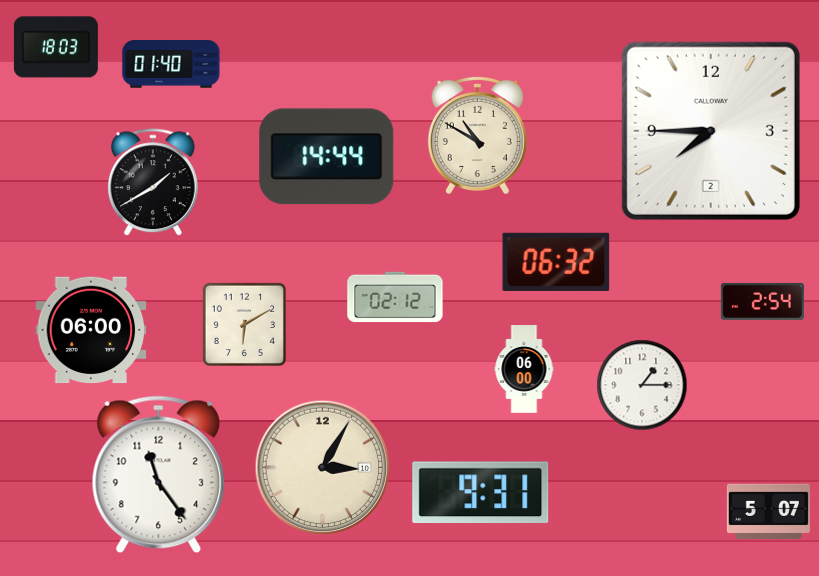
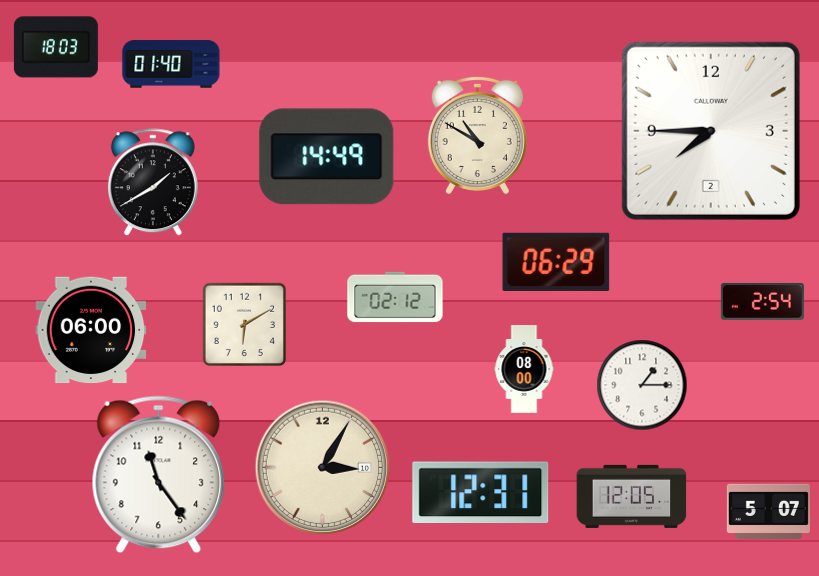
clock at (327, 157): 14:44 -> 14:49
clock at (556, 262): 06:32 -> 06:29
clock at (524, 369): 06:00 -> 08:00
clock at (481, 492): 9:31 -> 12:31
clock at (632, 496): none -> 12:05
